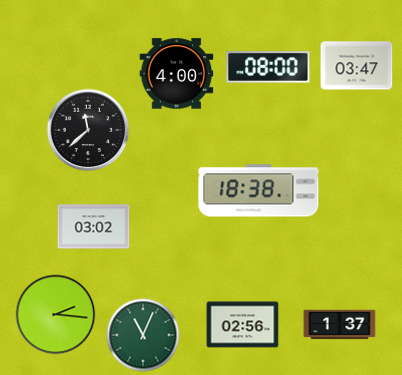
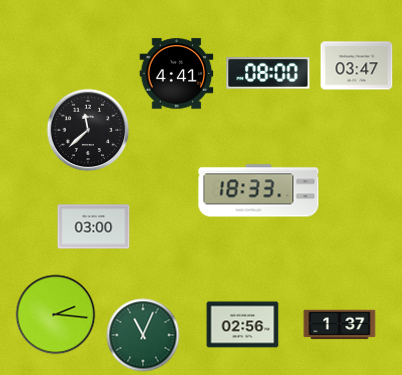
clock at (268, 67) position: (268, 67) -> (268, 73)
clock at (177, 74): 4:00 -> 4:41
clock at (259, 191): 18:38 -> 18:33
clock at (94, 227): 03:02 -> 03:00
